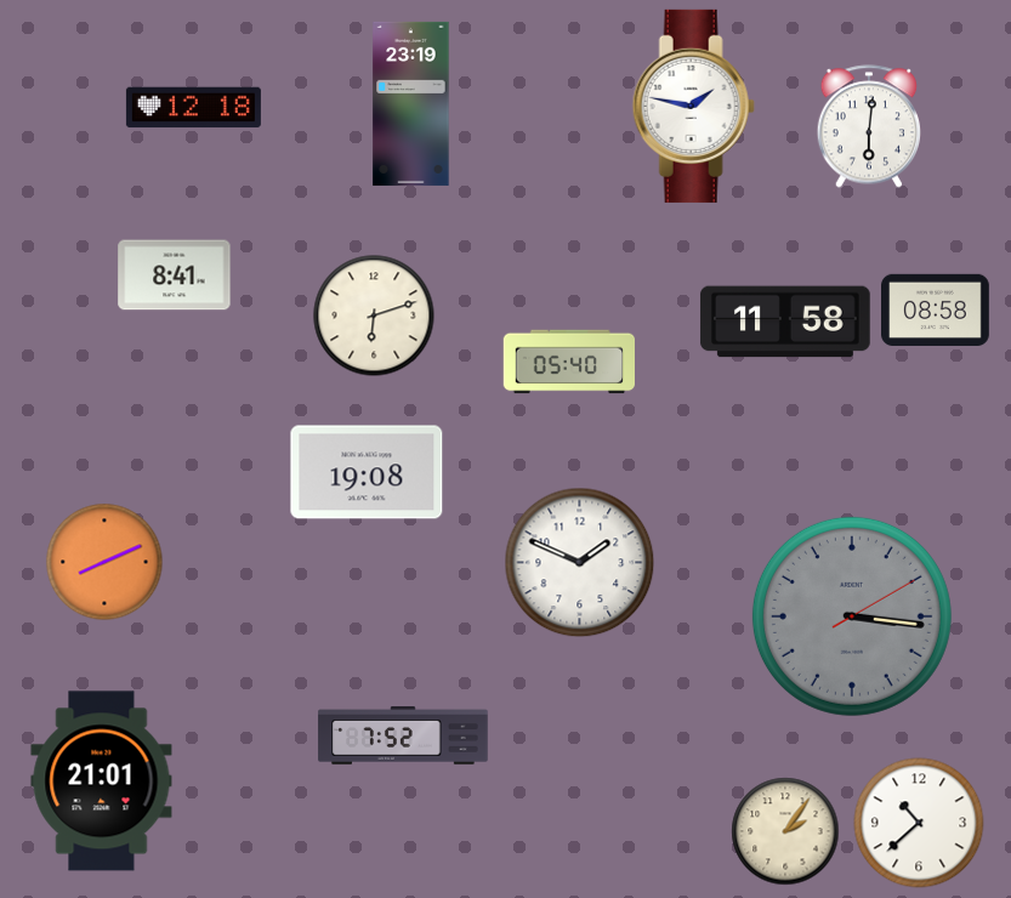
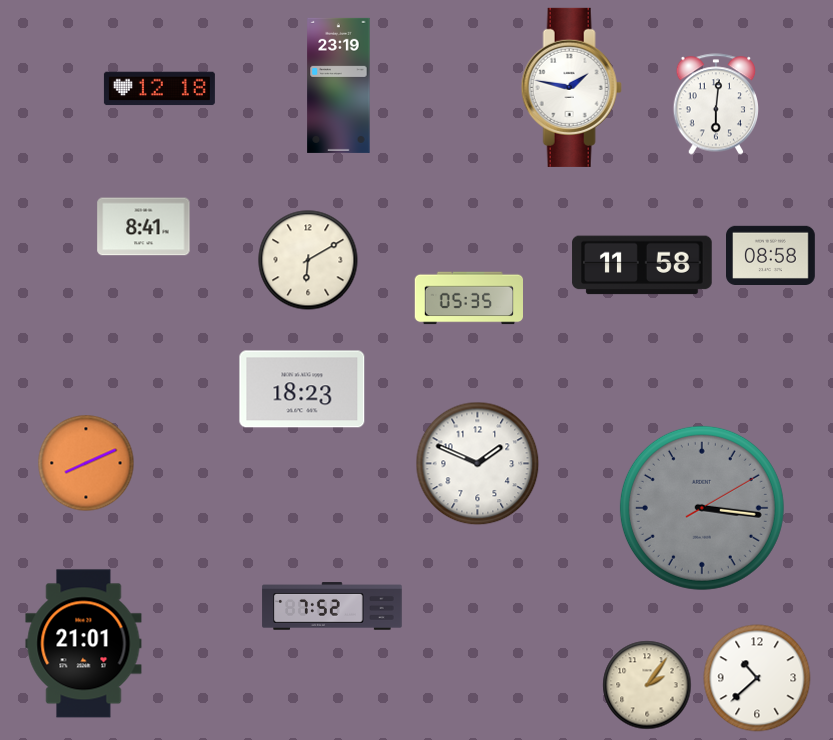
clock at (374, 316): 6:12 -> 6:10
clock at (785, 322) position: (785, 322) -> (642, 265)
clock at (569, 362): 05:40 -> 05:35
clock at (367, 472): 19:08 -> 18:23
